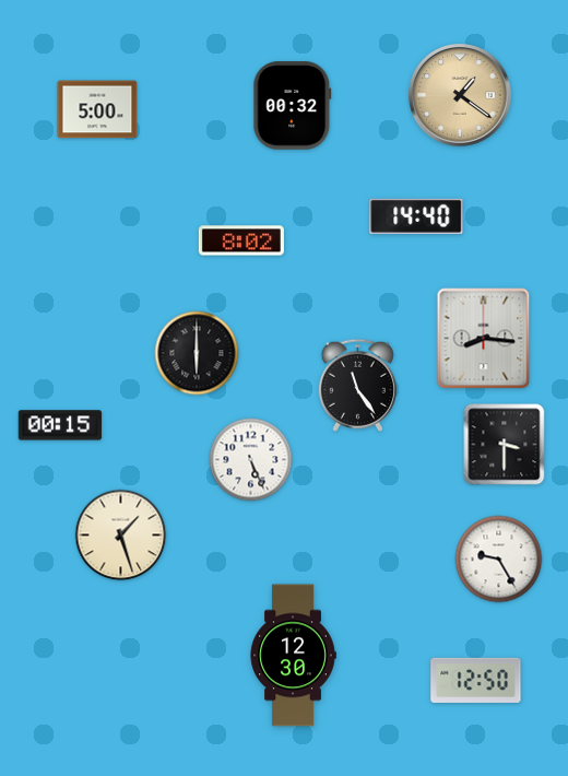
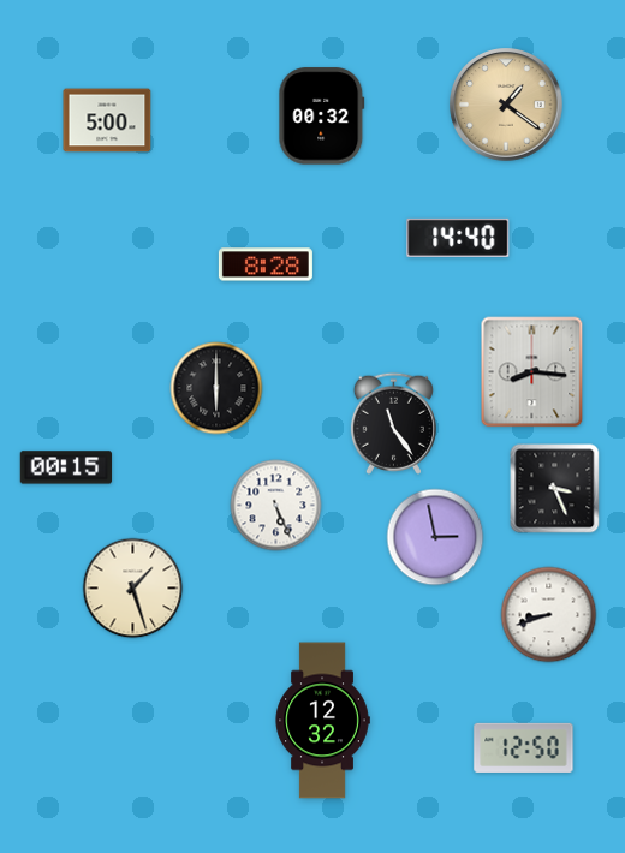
clock at (241, 240): 8:02 -> 8:28
clock at (505, 445): 3:30 -> 3:26
clock at (435, 537): none -> 2:58
clock at (499, 560): 9:25 -> 8:42
clock at (293, 656): 12:30 -> 12:32
